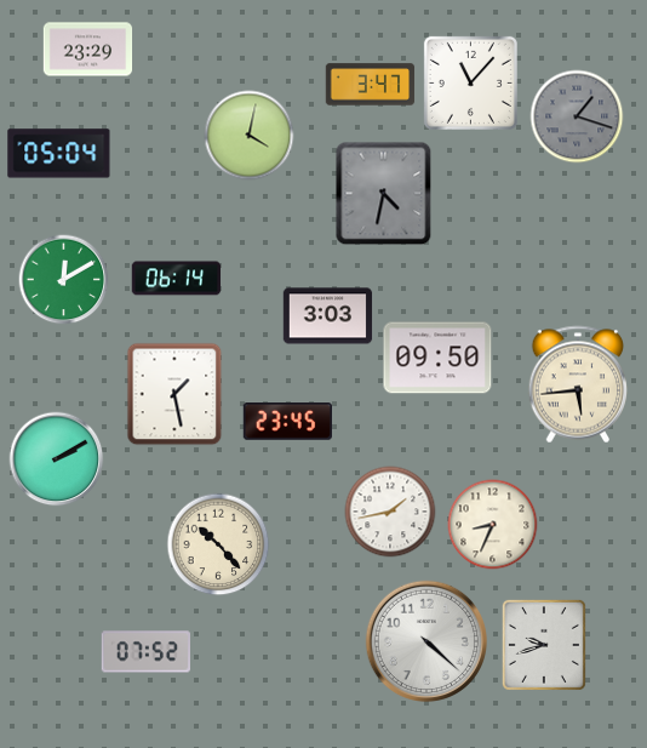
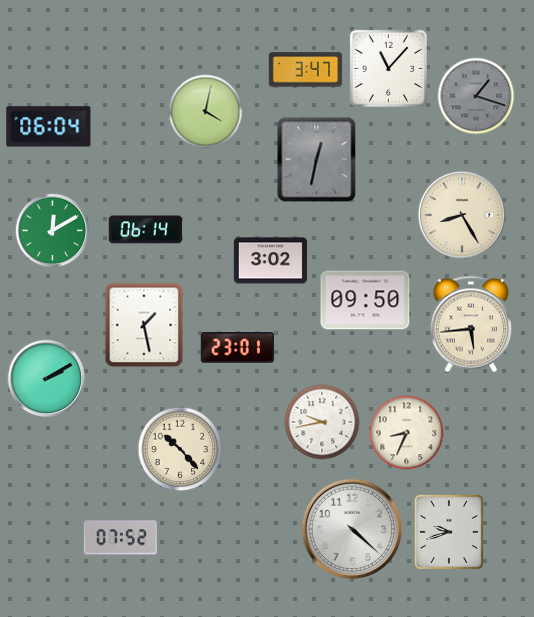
clock at (88, 50): 23:29 -> none
clock at (59, 154): 05:04 -> 06:04
clock at (384, 194): 4:32 -> 12:32
clock at (462, 215): none -> 8:25
clock at (328, 316): 3:03 -> 3:02
clock at (437, 358) position: (437, 358) -> (365, 300)
clock at (578, 384) position: (578, 384) -> (471, 324)
clock at (287, 422): 23:45 -> 23:01
clock at (390, 512): 1:43 -> 9:43
